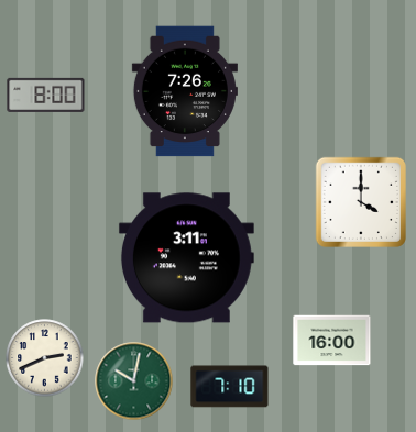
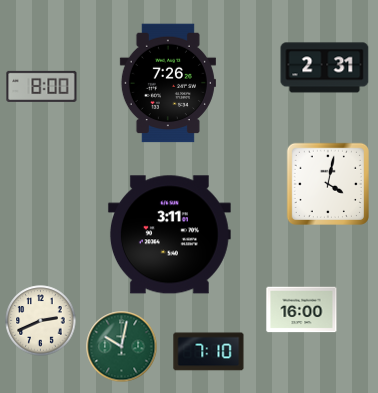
clock at (325, 68): none -> 2:31
clock at (361, 202): 4:00 -> 4:02
clock at (45, 358) position: (45, 358) -> (41, 321)
